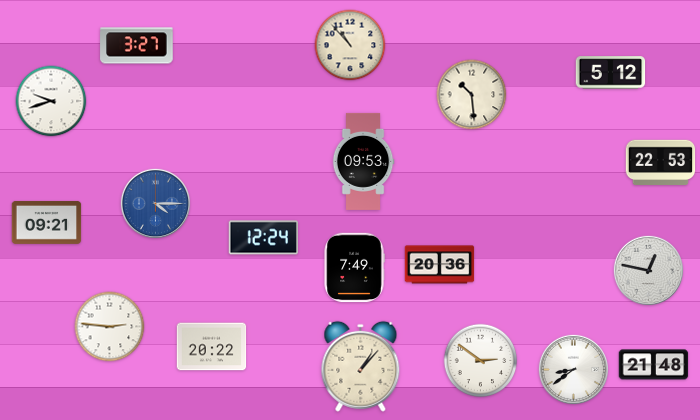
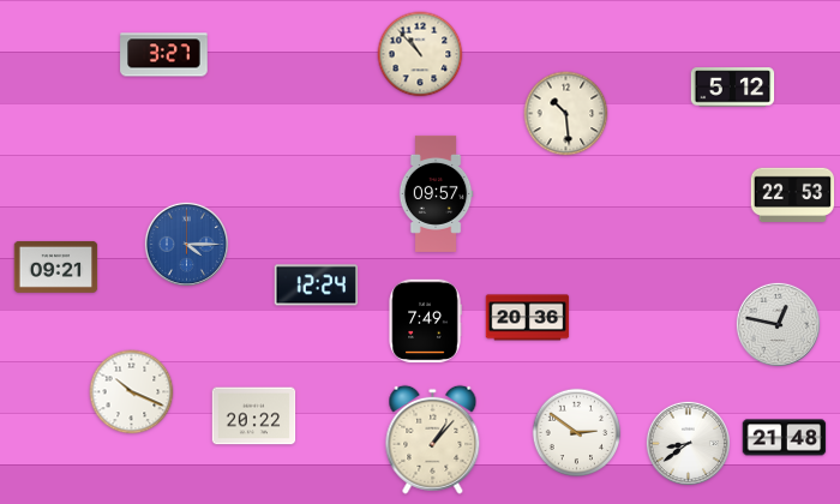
clock at (51, 101): 9:42 -> none
clock at (363, 161): 09:53 -> 09:57
clock at (110, 327): 2:46 -> 10:19
